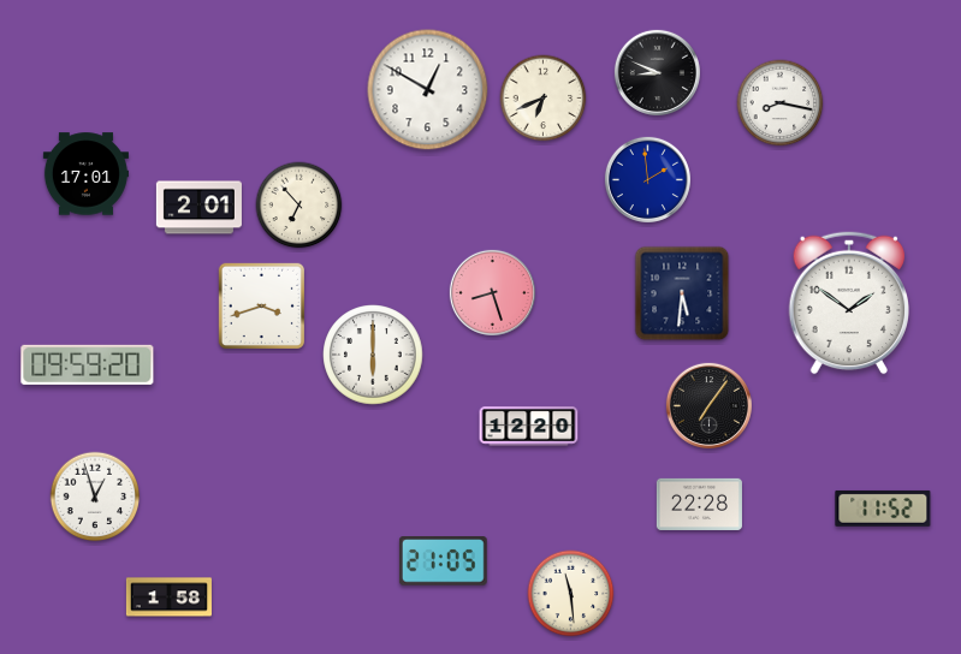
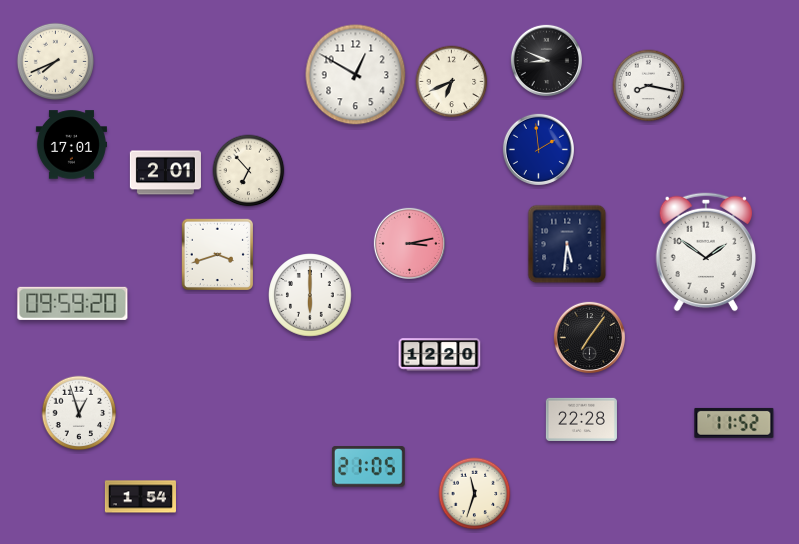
clock at (55, 61): none -> 7:41
clock at (492, 292): 8:27 -> 3:13
clock at (571, 594): 11:29 -> 11:33
clock at (168, 597): 1:58 -> 1:54
